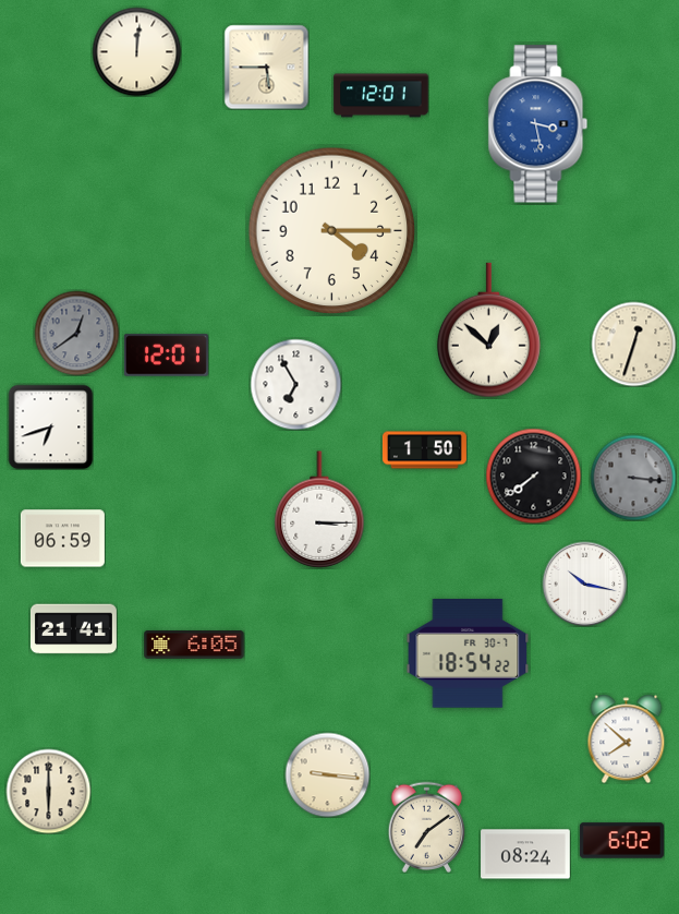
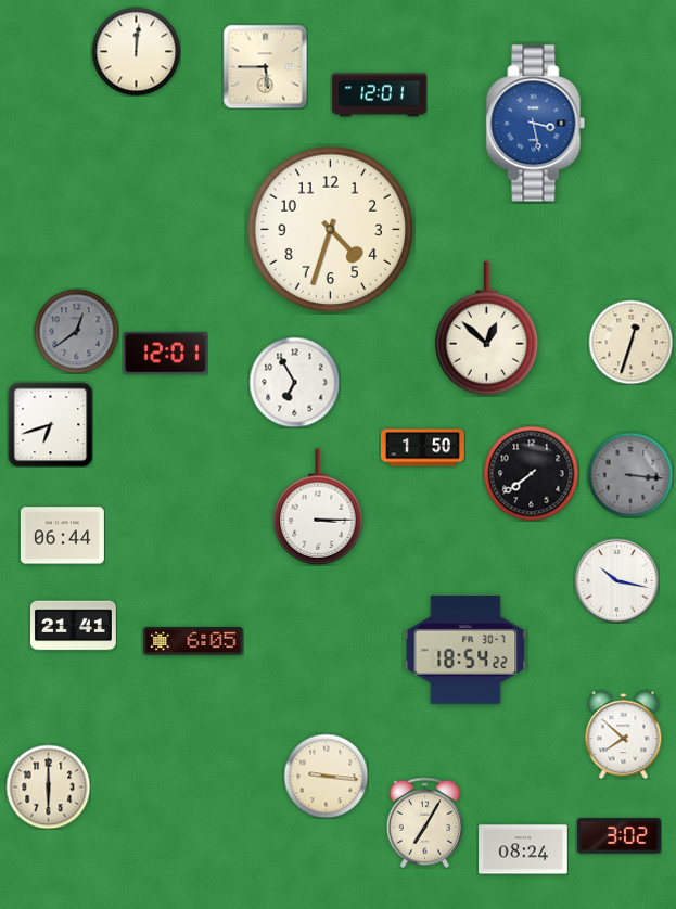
clock at (332, 231): 4:15 -> 4:33
clock at (62, 539): 06:59 -> 06:44
clock at (584, 584) position: (584, 584) -> (616, 580)
clock at (327, 774) position: (327, 774) -> (326, 776)
clock at (427, 827): 7:09 -> 7:05
clock at (621, 841): 6:02 -> 3:02
